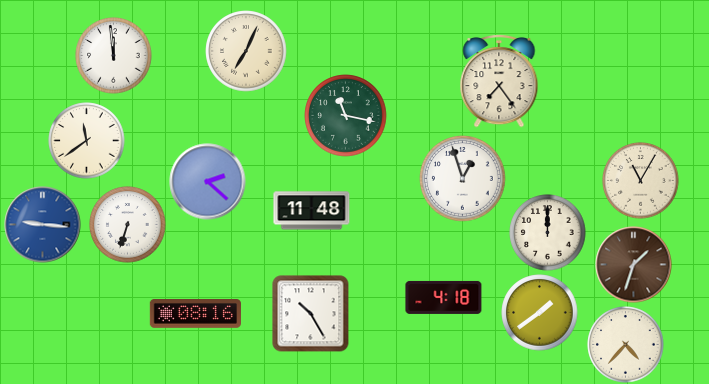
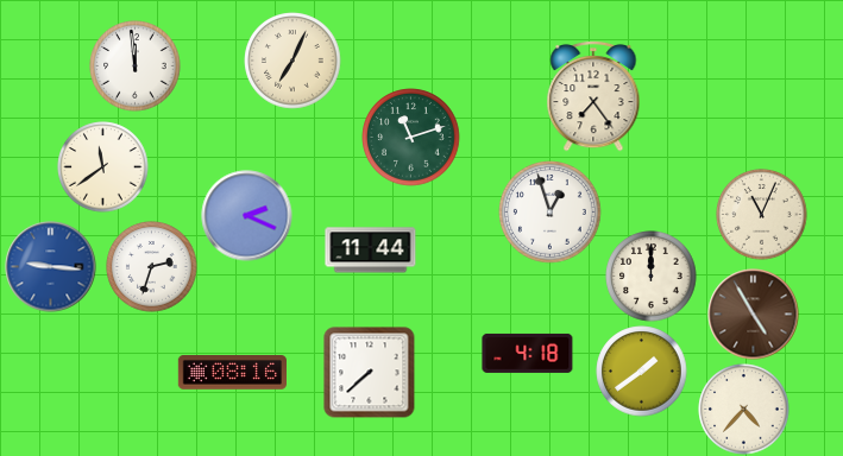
clock at (346, 116): 11:17 -> 11:12
clock at (641, 181): 11:05 -> 11:04
clock at (208, 182): 2:22 -> 2:19
clock at (312, 211): 11:48 -> 11:44
clock at (128, 225): 6:33 -> 2:33
clock at (634, 265): 1:33 -> 4:55
clock at (311, 314): 10:25 -> 7:38
